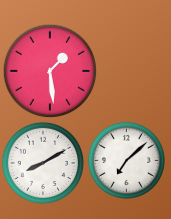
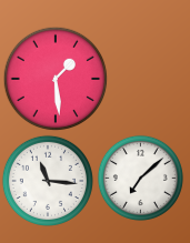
clock at (43, 163): 8:10 -> 11:16
